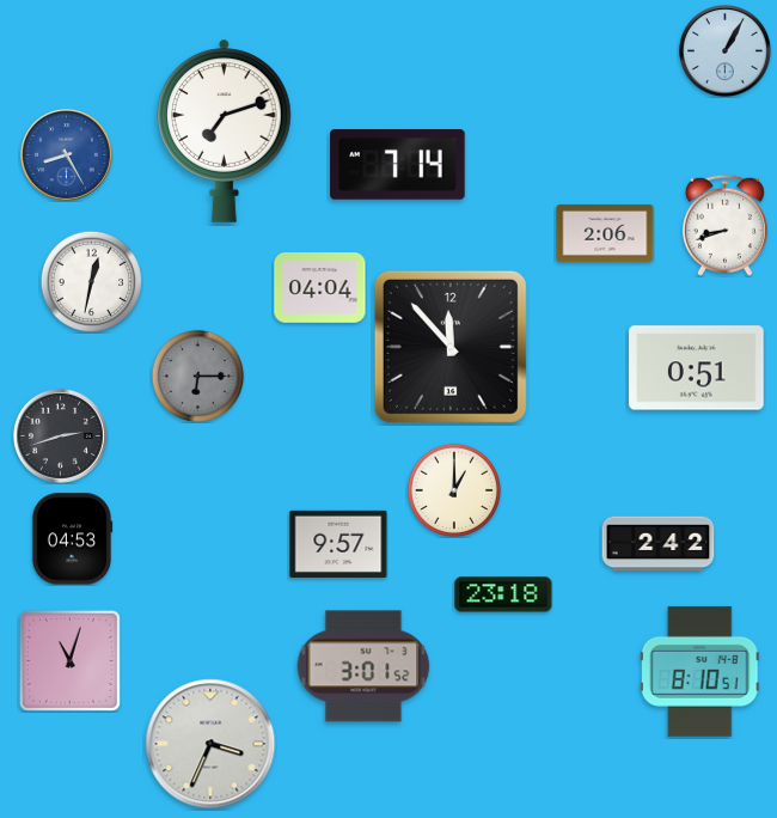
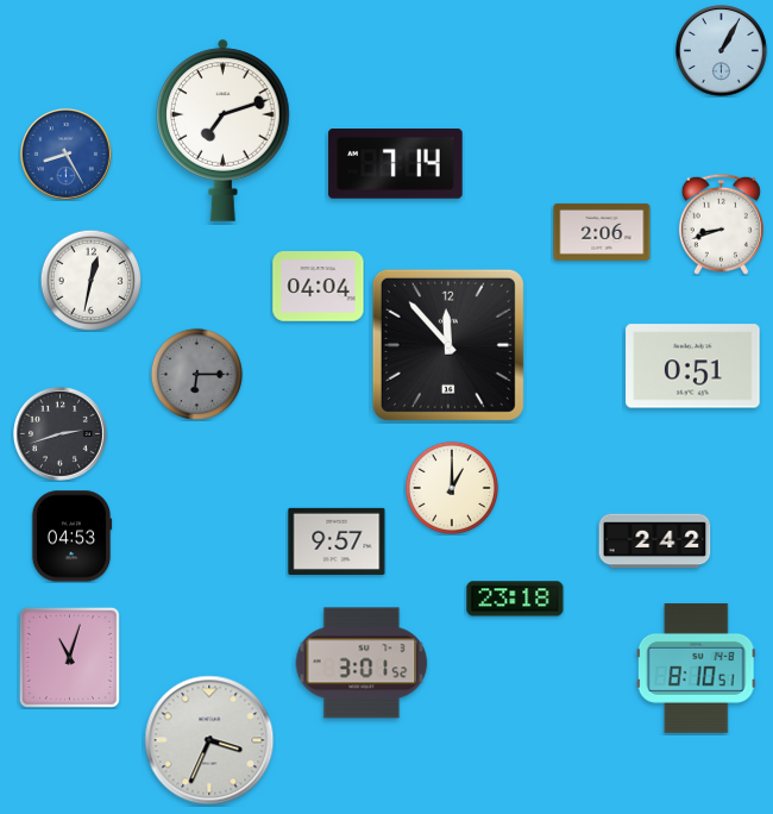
clock at (503, 594) position: (503, 594) -> (515, 599)
